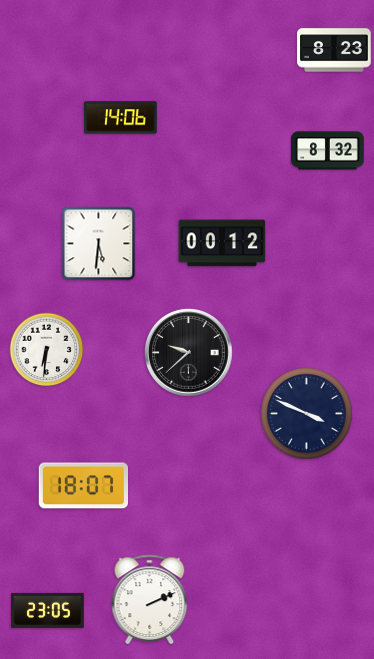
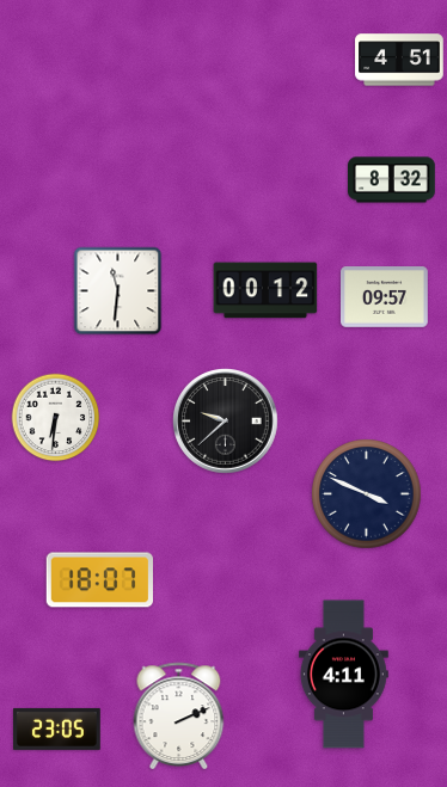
clock at (334, 50): 8:23 -> 4:51
clock at (121, 118): 14:06 -> none
clock at (99, 244): 5:31 -> 11:31
clock at (385, 297): none -> 09:57
clock at (343, 675): none -> 4:11
